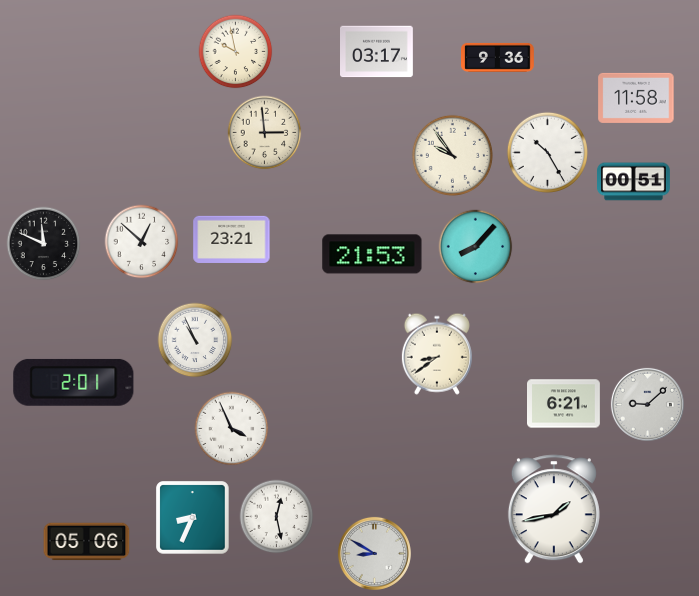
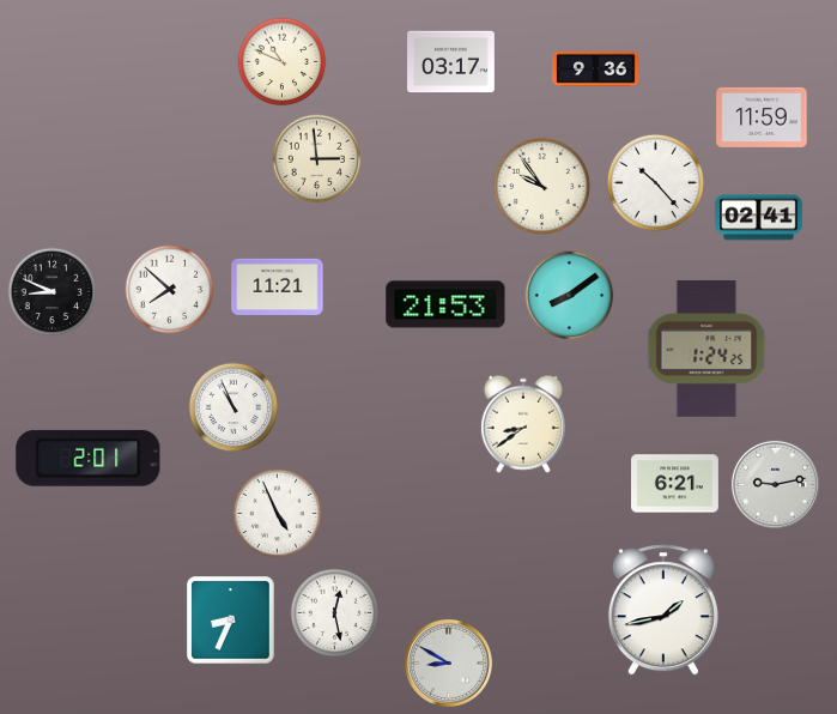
clock at (236, 52): 9:58 -> 10:49
clock at (636, 98): 11:58 -> 11:59
clock at (547, 152): 10:25 -> 10:23
clock at (634, 182): 00:51 -> 02:41
clock at (232, 239): 23:21 -> 11:21
clock at (142, 242): 12:52 -> 7:52
clock at (44, 244): 11:49 -> 8:49
clock at (476, 247): 8:07 -> 8:09
clock at (706, 350): none -> 1:24
clock at (647, 404): 9:08 -> 9:13
clock at (232, 429): 3:56 -> 4:56
clock at (277, 517) position: (277, 517) -> (335, 613)
clock at (87, 542): 05:06 -> none
